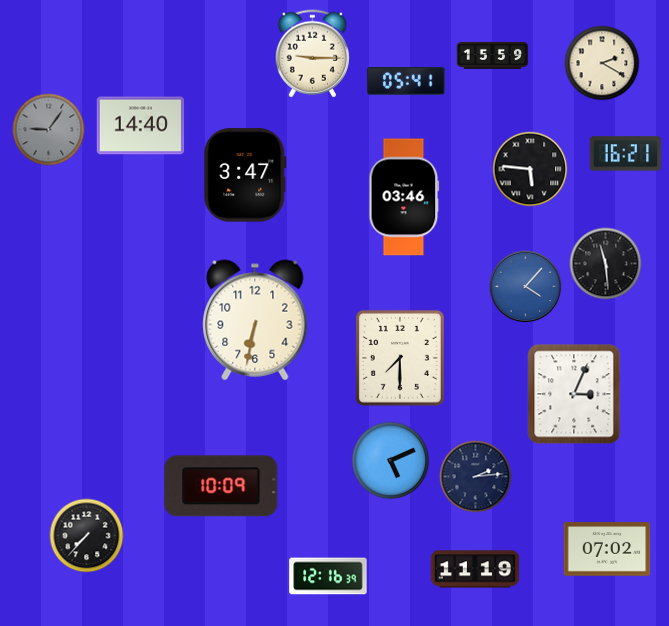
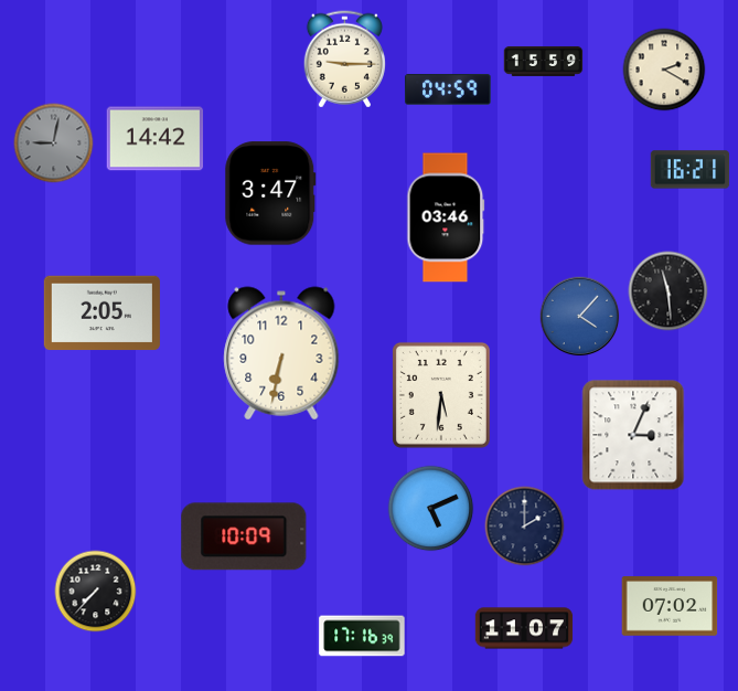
clock at (406, 81): 05:41 -> 04:59
clock at (141, 126): 14:40 -> 14:42
clock at (49, 130): 9:06 -> 9:02
clock at (530, 169): 5:46 -> none
clock at (101, 313): none -> 2:05
clock at (400, 358): 7:30 -> 5:31
clock at (476, 477): 2:14 -> 2:00
clock at (475, 569): 11:19 -> 11:07
clock at (328, 576): 12:16 -> 17:16
